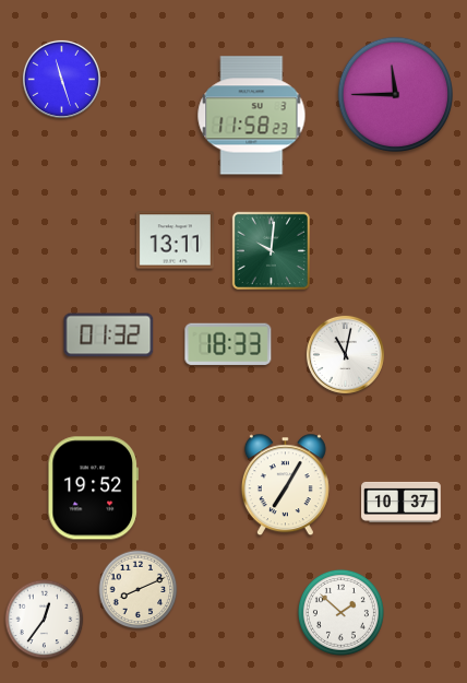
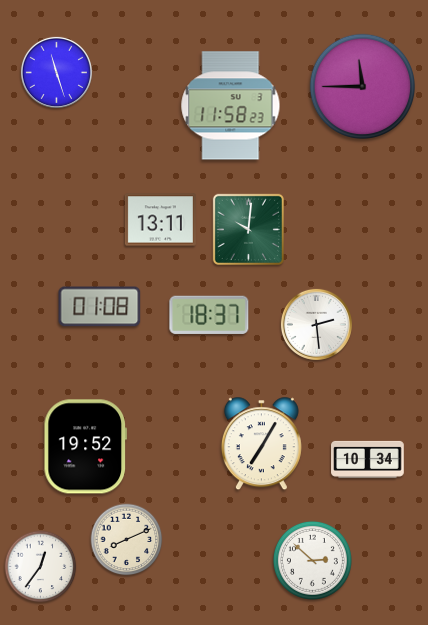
clock at (109, 335): 01:32 -> 01:08
clock at (228, 344): 18:33 -> 18:37
clock at (345, 354): 11:02 -> 2:29
clock at (402, 502): 10:37 -> 10:34
clock at (340, 612): 1:52 -> 2:52
